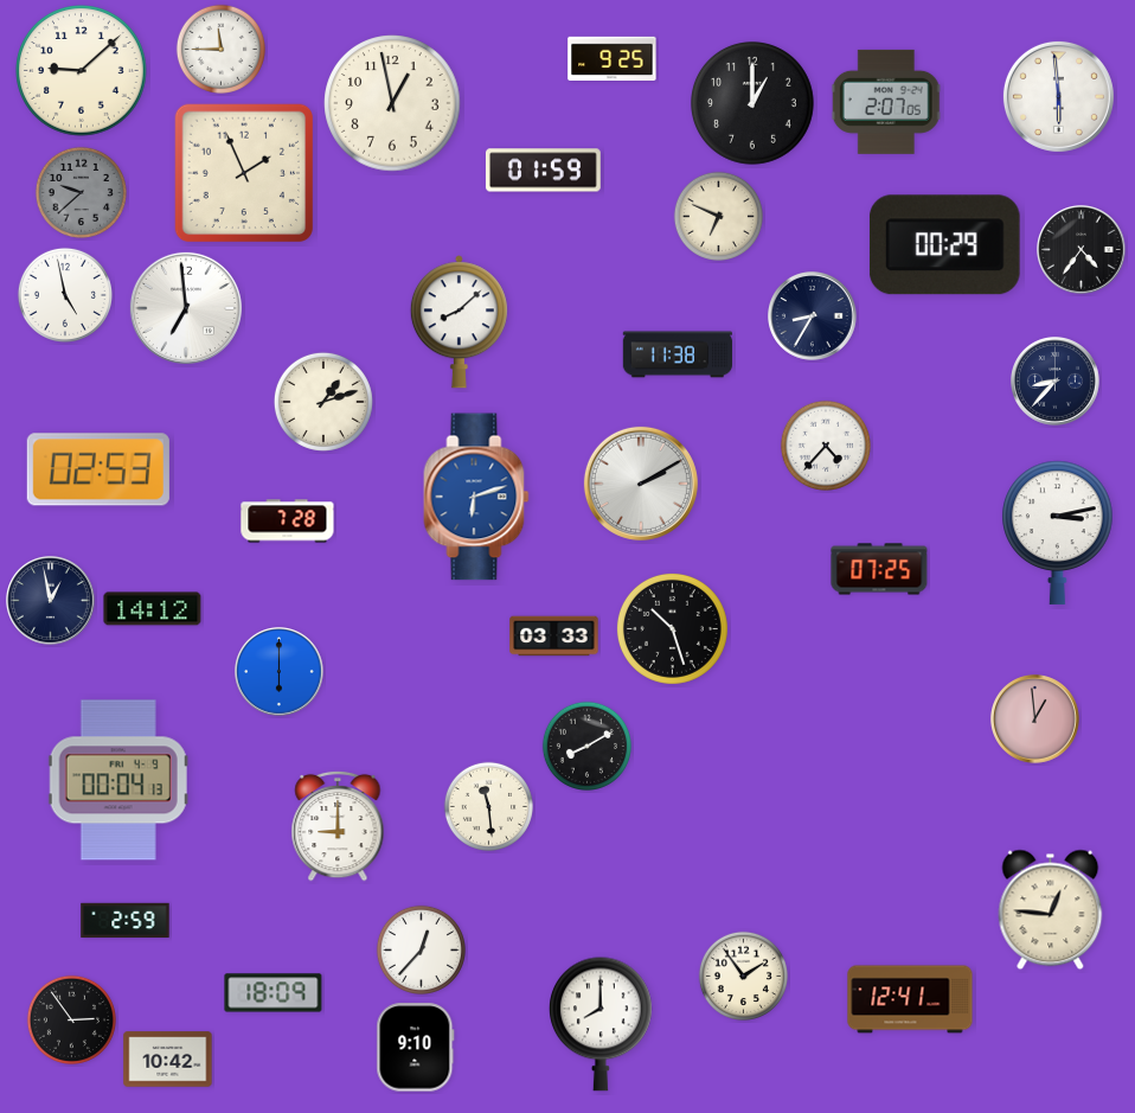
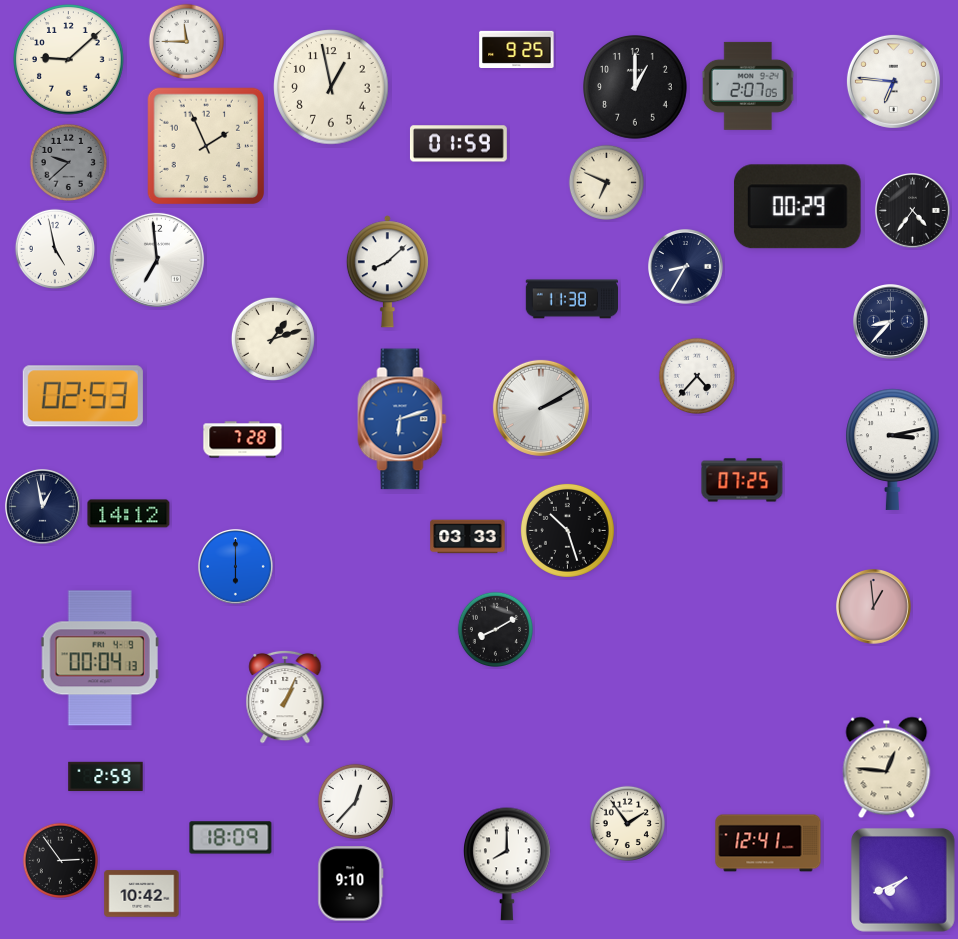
clock at (1058, 96): 5:59 -> 6:46
clock at (488, 806): 11:29 -> none
clock at (338, 826): 9:00 -> 1:04
clock at (903, 880): none -> 7:41
